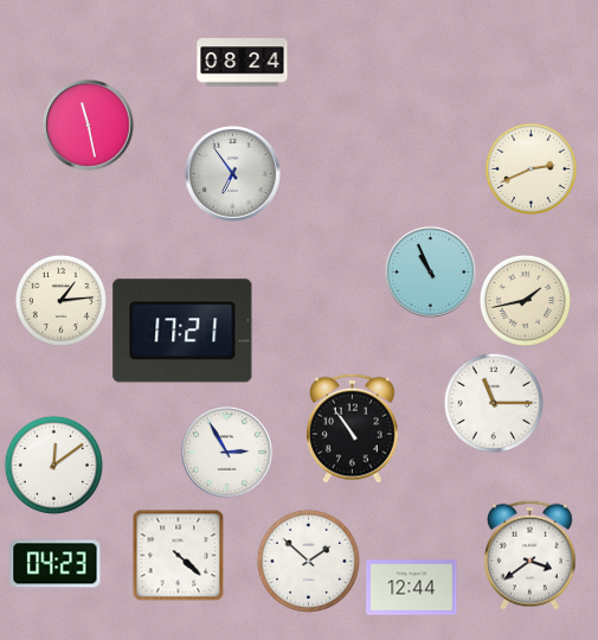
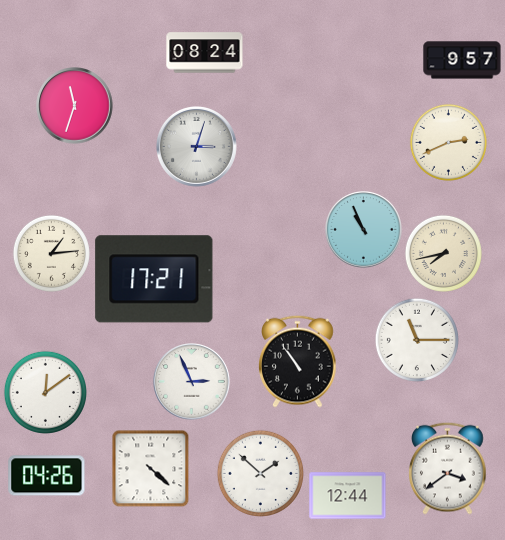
clock at (462, 60): none -> 9:57
clock at (89, 126): 11:28 -> 11:33
clock at (232, 173): 6:54 -> 3:03
clock at (525, 300): 1:43 -> 7:43
clock at (227, 453): 2:55 -> 2:56
clock at (56, 564): 04:23 -> 04:26
